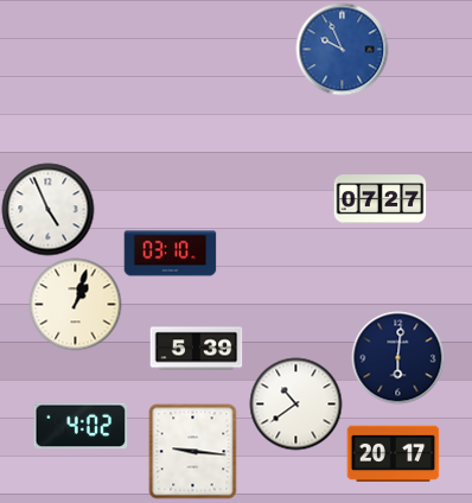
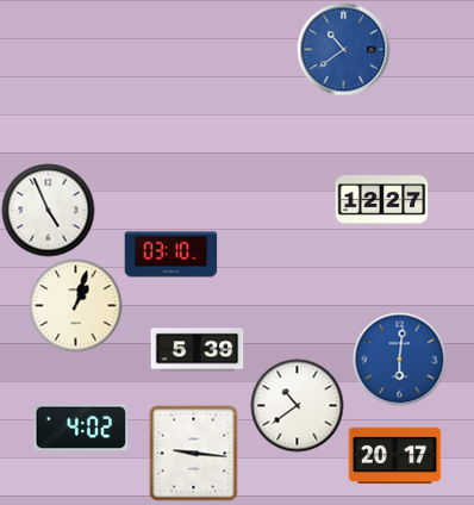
clock at (342, 49): 9:56 -> 10:39
clock at (379, 199): 07:27 -> 12:27
clock at (397, 357) dial: navy -> blue
